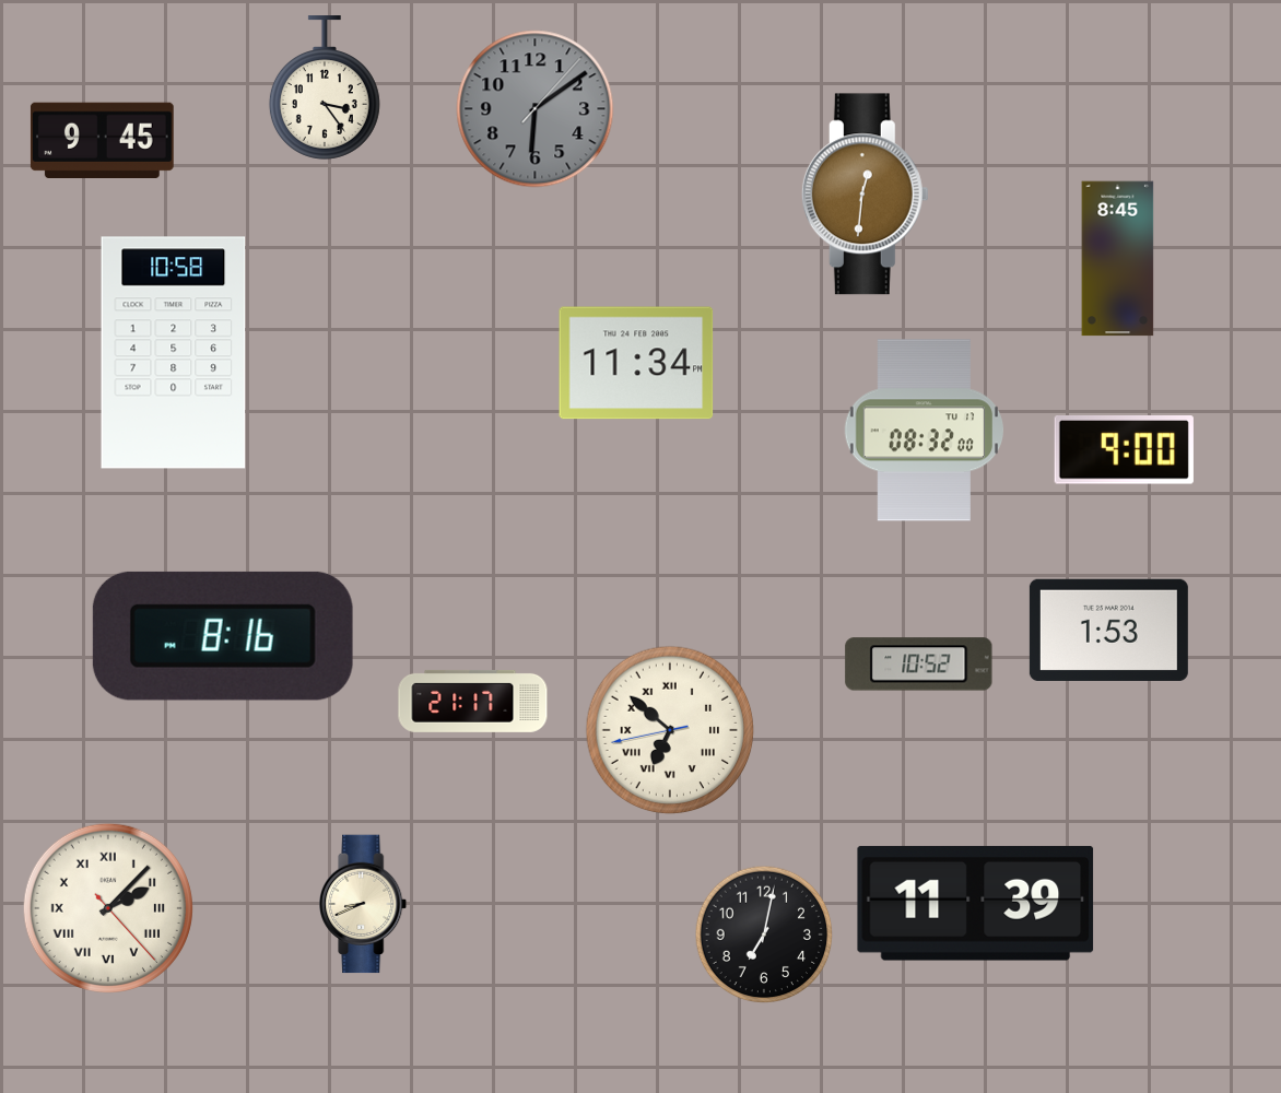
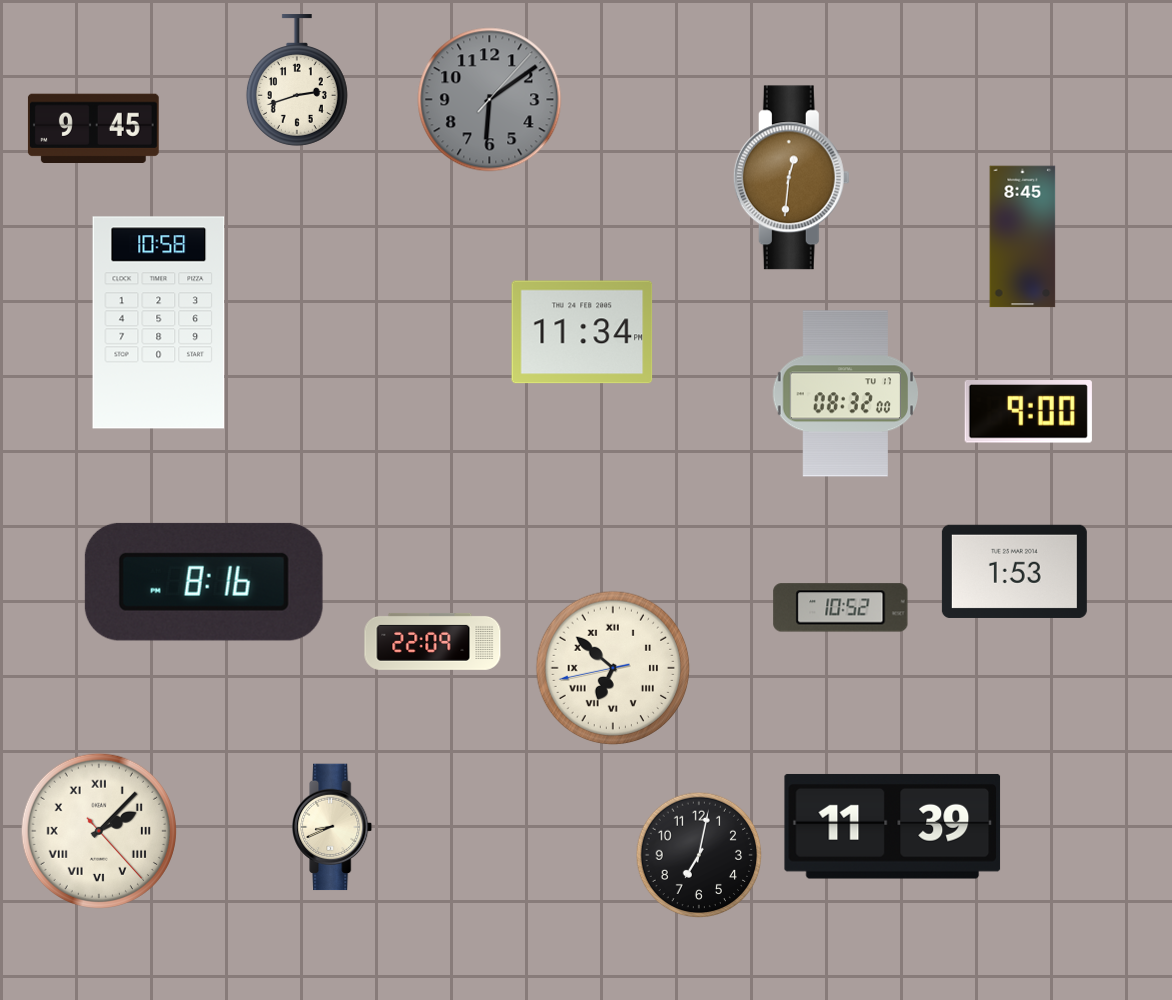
clock at (325, 87): 3:24 -> 2:42
clock at (1108, 630) position: (1108, 630) -> (1014, 571)
clock at (473, 701): 21:17 -> 22:09
